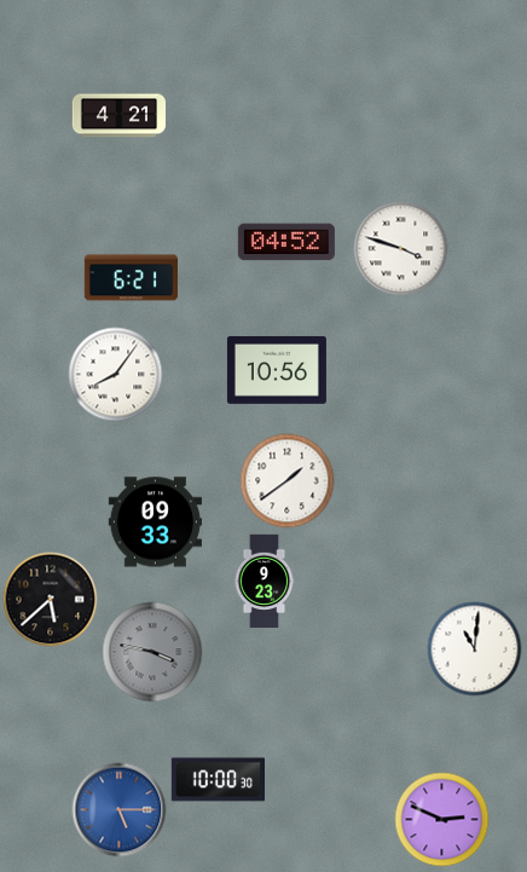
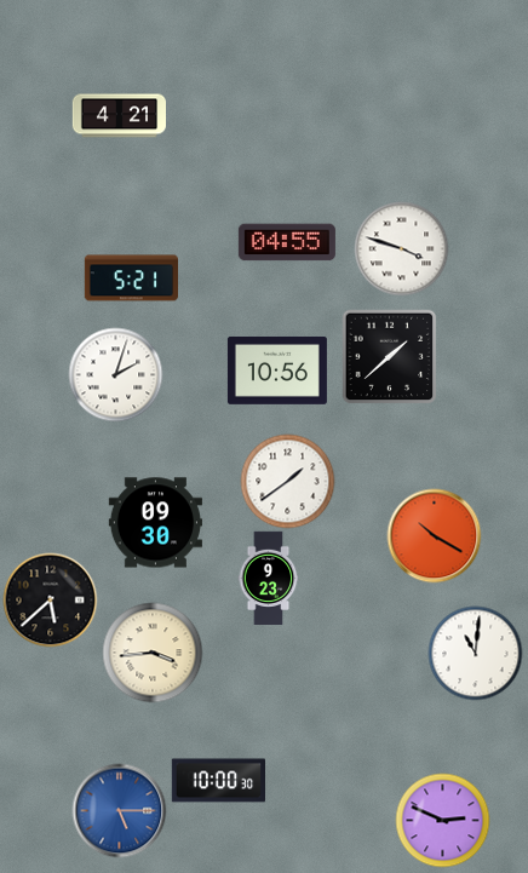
clock at (286, 242): 04:52 -> 04:55
clock at (131, 278): 6:21 -> 5:21
clock at (389, 356): none -> 1:38
clock at (115, 374): 8:06 -> 2:03
clock at (155, 522): 09:33 -> 09:30
clock at (434, 535): none -> 10:20
clock at (265, 581) position: (265, 581) -> (269, 578)
clock at (474, 648) position: (474, 648) -> (475, 653)
clock at (152, 652): 3:47 -> 3:44
clock at (152, 652) dial: grey -> cream
